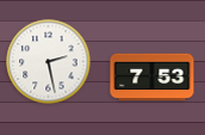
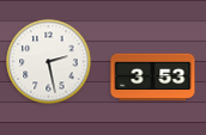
clock at (153, 78): 7:53 -> 3:53
